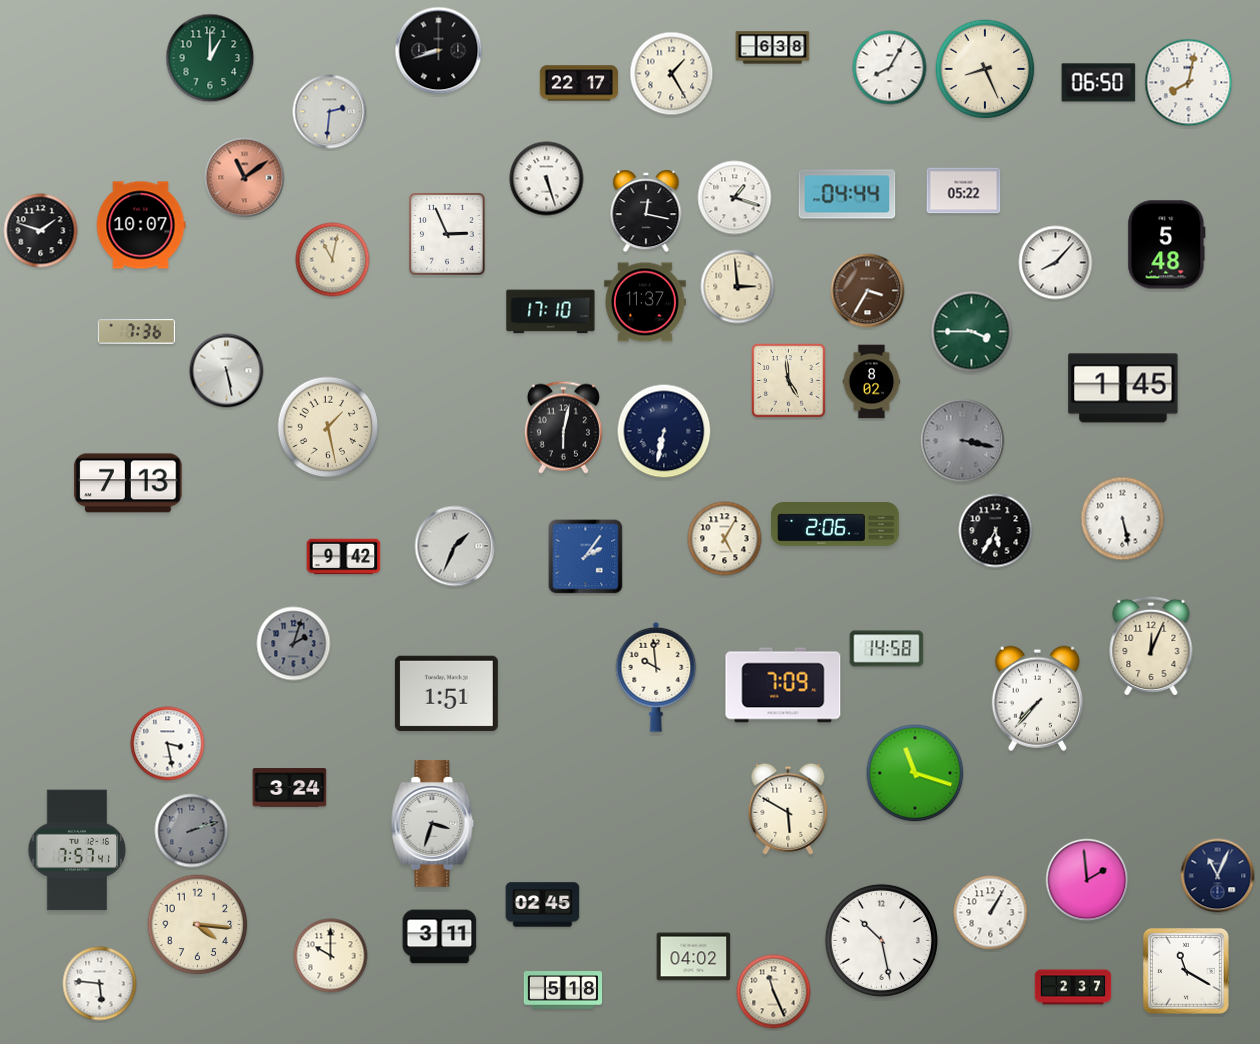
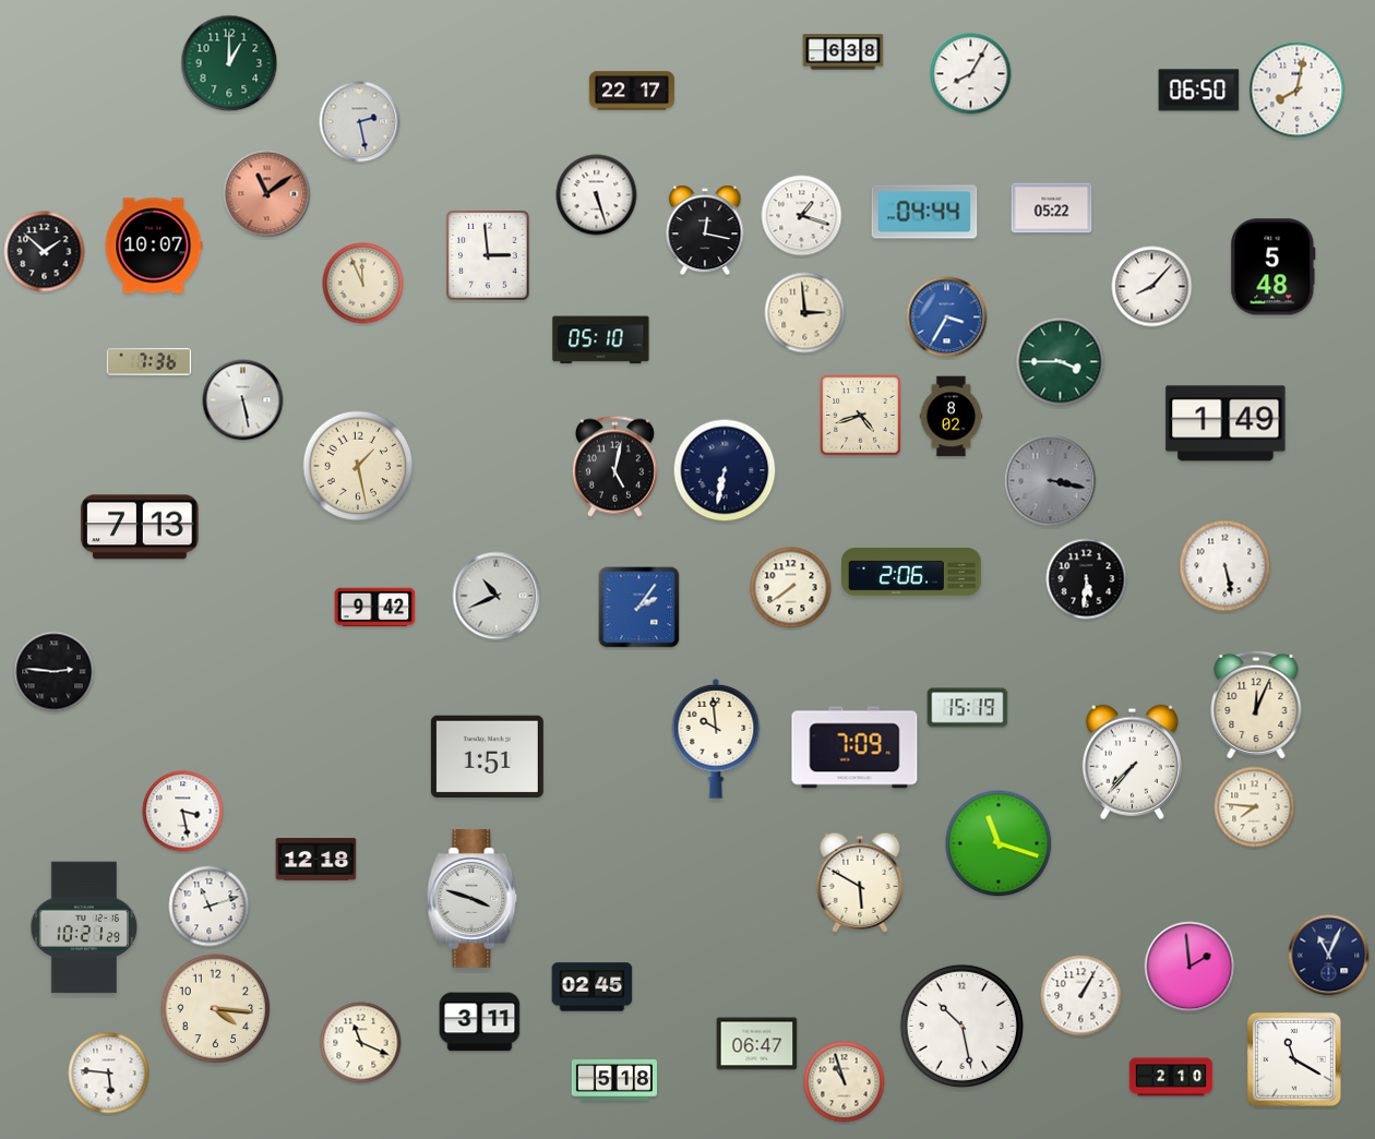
clock at (439, 51): 8:42 -> none
clock at (985, 69): 8:26 -> none
clock at (672, 74): 1:25 -> none
clock at (330, 112): 2:31 -> 2:28
clock at (41, 231): 1:48 -> 1:52
clock at (447, 234): 2:56 -> 2:59
clock at (333, 260): 11:02 -> 11:56
clock at (868, 291) dial: brown -> blue
clock at (646, 302): 11:37 -> none
clock at (551, 312): 17:10 -> 05:10
clock at (227, 371) position: (227, 371) -> (243, 400)
clock at (789, 381): 4:59 -> 4:42
clock at (1123, 388): 1:45 -> 1:49
clock at (563, 427): 6:02 -> 5:02
clock at (996, 531): 5:35 -> 5:31
clock at (725, 539): 5:05 -> 7:39
clock at (455, 546): 1:34 -> 10:41
clock at (55, 672): none -> 2:46
clock at (294, 644): 2:03 -> none
clock at (887, 649): 14:58 -> 15:19
clock at (1255, 807): none -> 7:46
clock at (290, 788): 3:24 -> 12:18
clock at (433, 823): 3:33 -> 3:48
clock at (192, 831): 2:12 -> 11:12
clock at (192, 831) dial: grey -> white
clock at (77, 850): 7:57 -> 10:21
clock at (1087, 880) position: (1087, 880) -> (1189, 967)
clock at (331, 956): 10:00 -> 11:19
clock at (694, 957): 04:02 -> 06:47
clock at (1073, 987): 2:37 -> 2:10
clock at (774, 992): 11:26 -> 10:57
